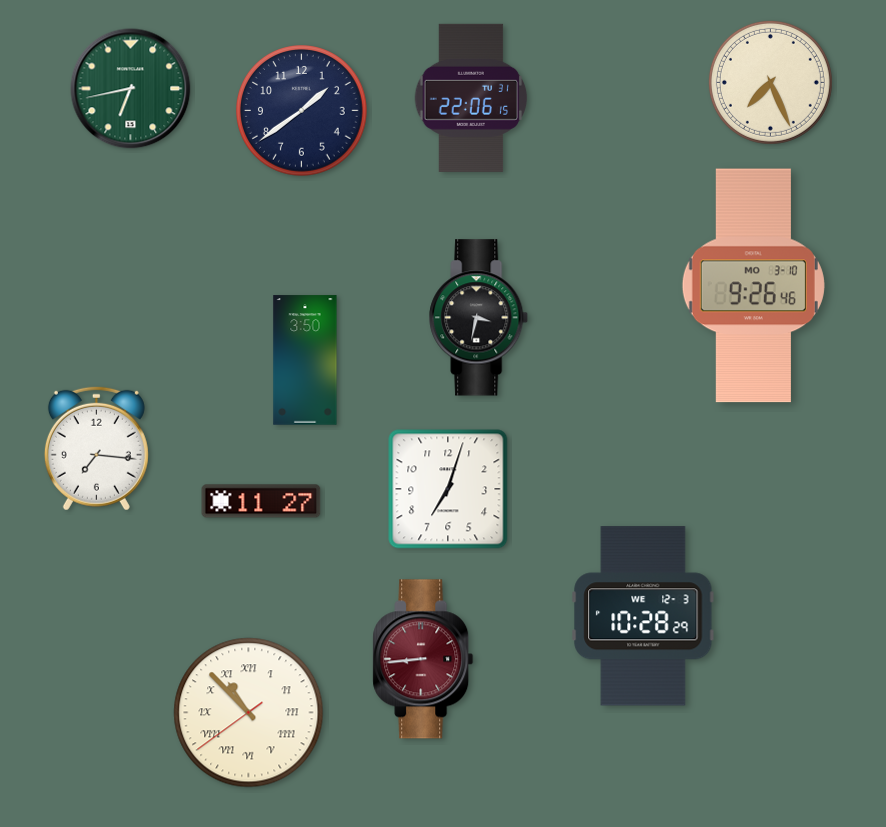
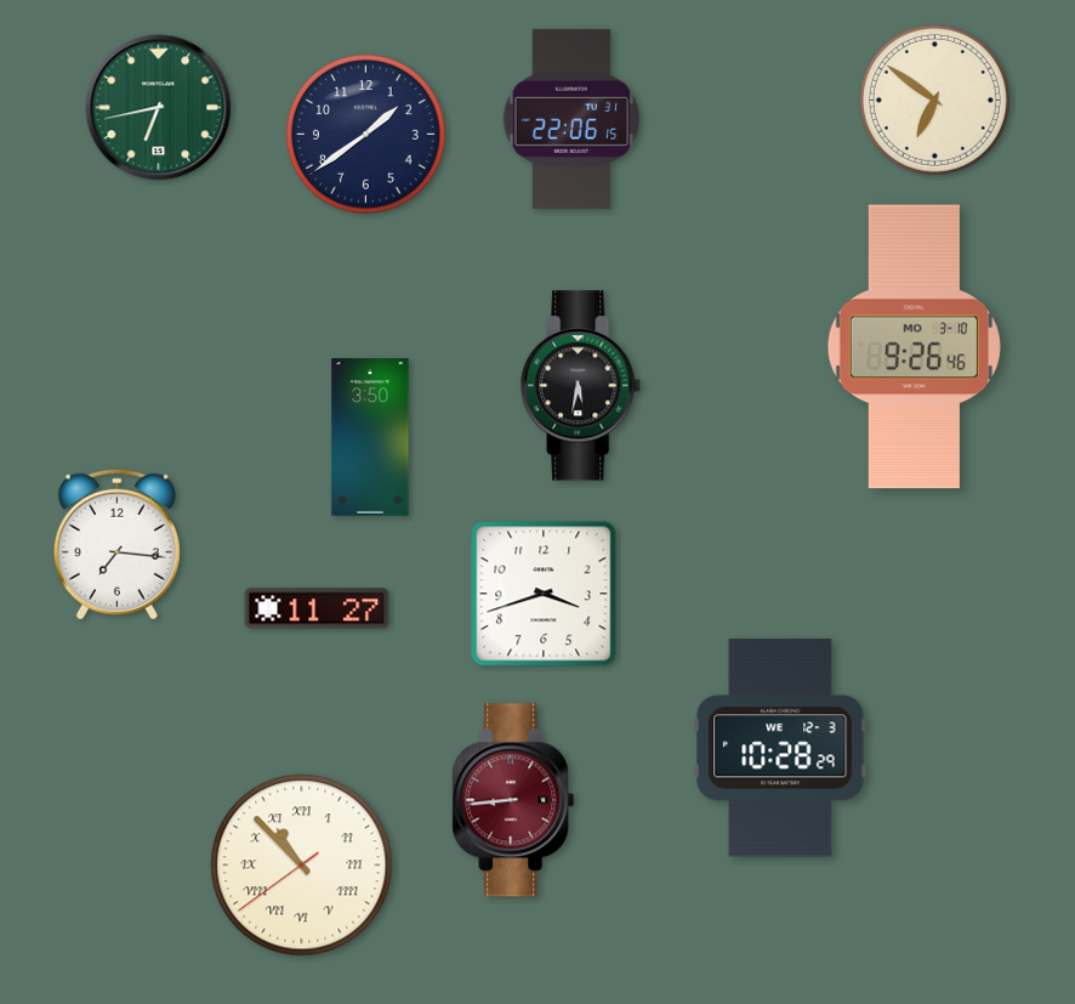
clock at (770, 82): 7:26 -> 6:51
clock at (479, 318): 3:32 -> 5:32
clock at (448, 489): 7:03 -> 3:42
